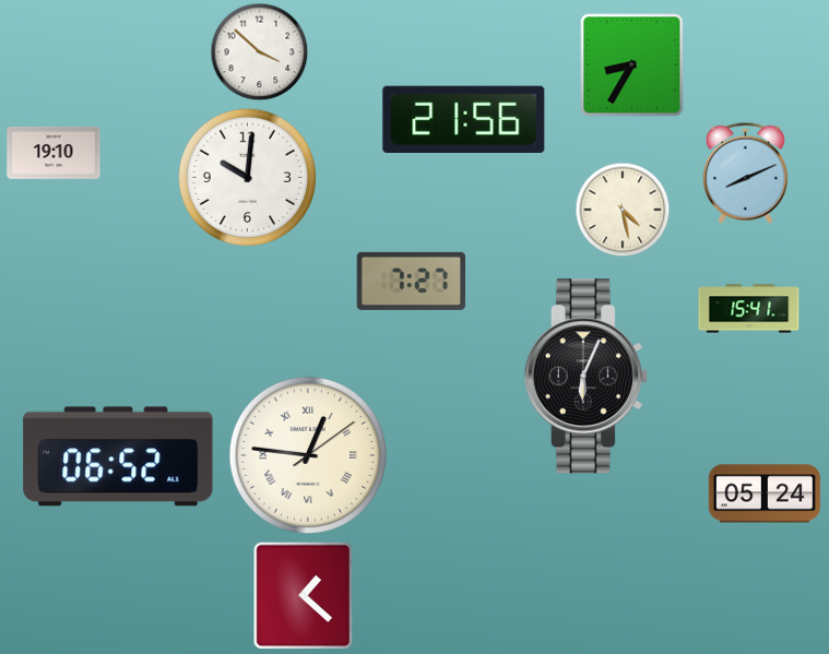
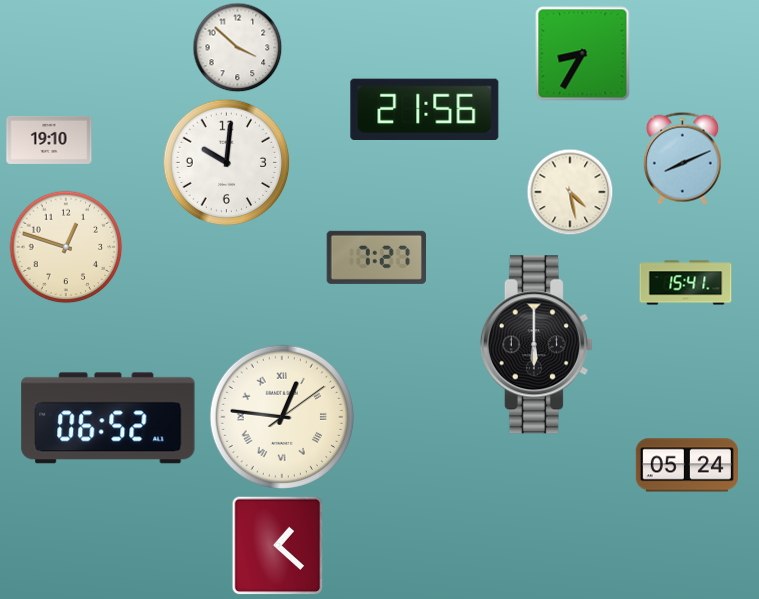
clock at (632, 66) position: (632, 66) -> (583, 54)
clock at (66, 247): none -> 12:48
clock at (585, 377): 6:04 -> 6:00
clock at (765, 494) position: (765, 494) -> (687, 465)
